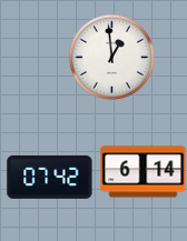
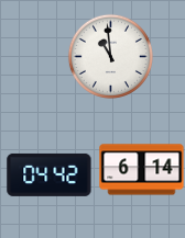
clock at (111, 57): 12:59 -> 10:59
clock at (50, 177): 07:42 -> 04:42
